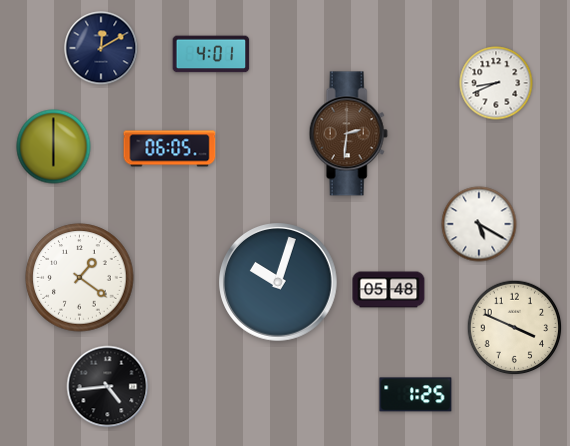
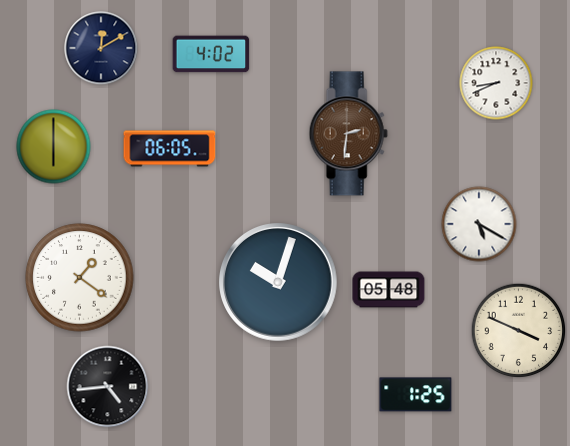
clock at (211, 54): 4:01 -> 4:02
clock at (515, 328) position: (515, 328) -> (519, 331)
